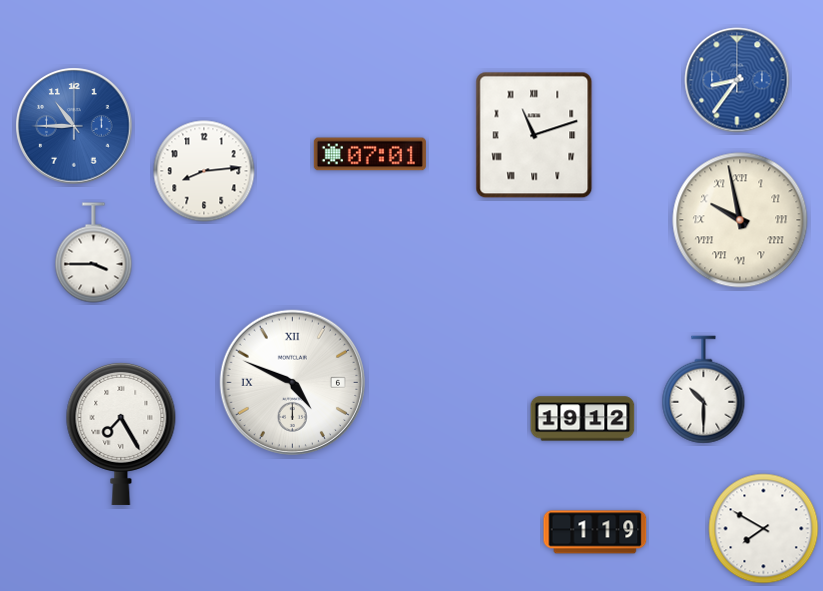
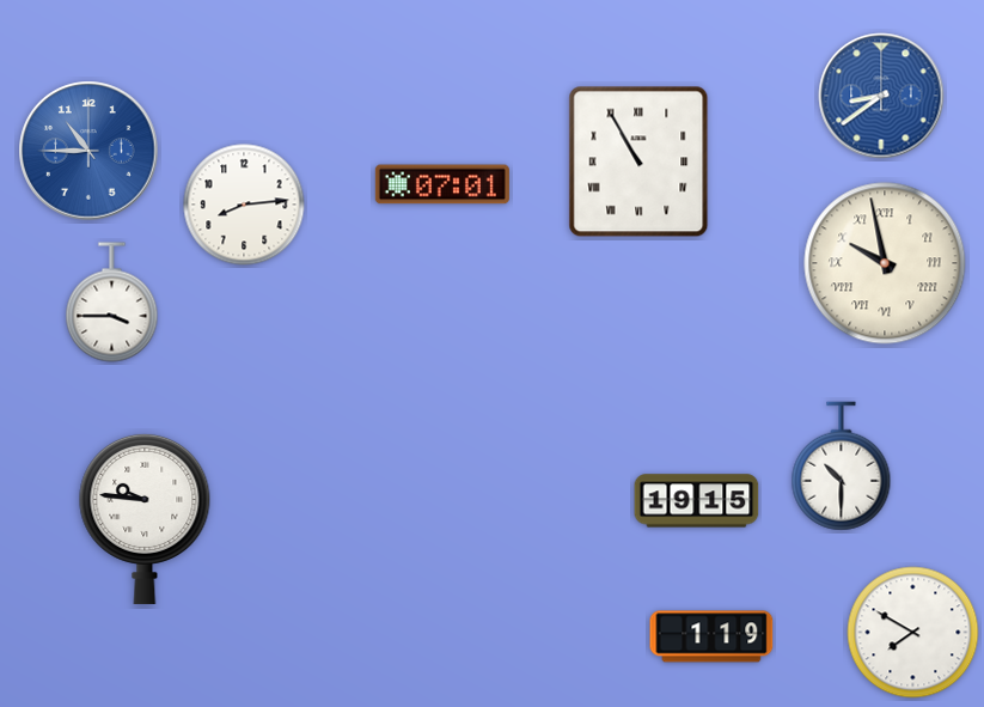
clock at (737, 80): 8:36 -> 8:39
clock at (534, 135): 11:12 -> 10:55
clock at (292, 382): 4:49 -> none
clock at (583, 419): 19:12 -> 19:15
clock at (121, 433): 7:25 -> 9:46
